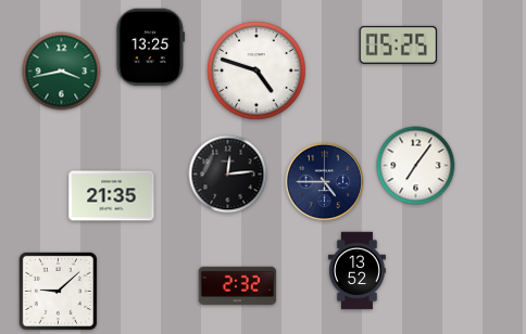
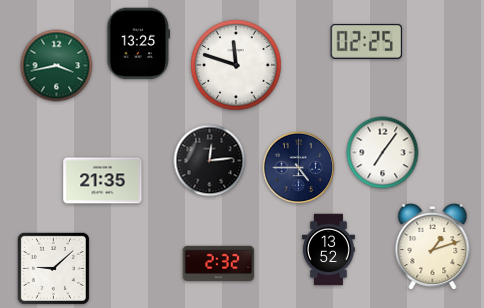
clock at (399, 44): 05:25 -> 02:25
clock at (256, 70): 4:48 -> 11:48
clock at (433, 247): none -> 1:12
